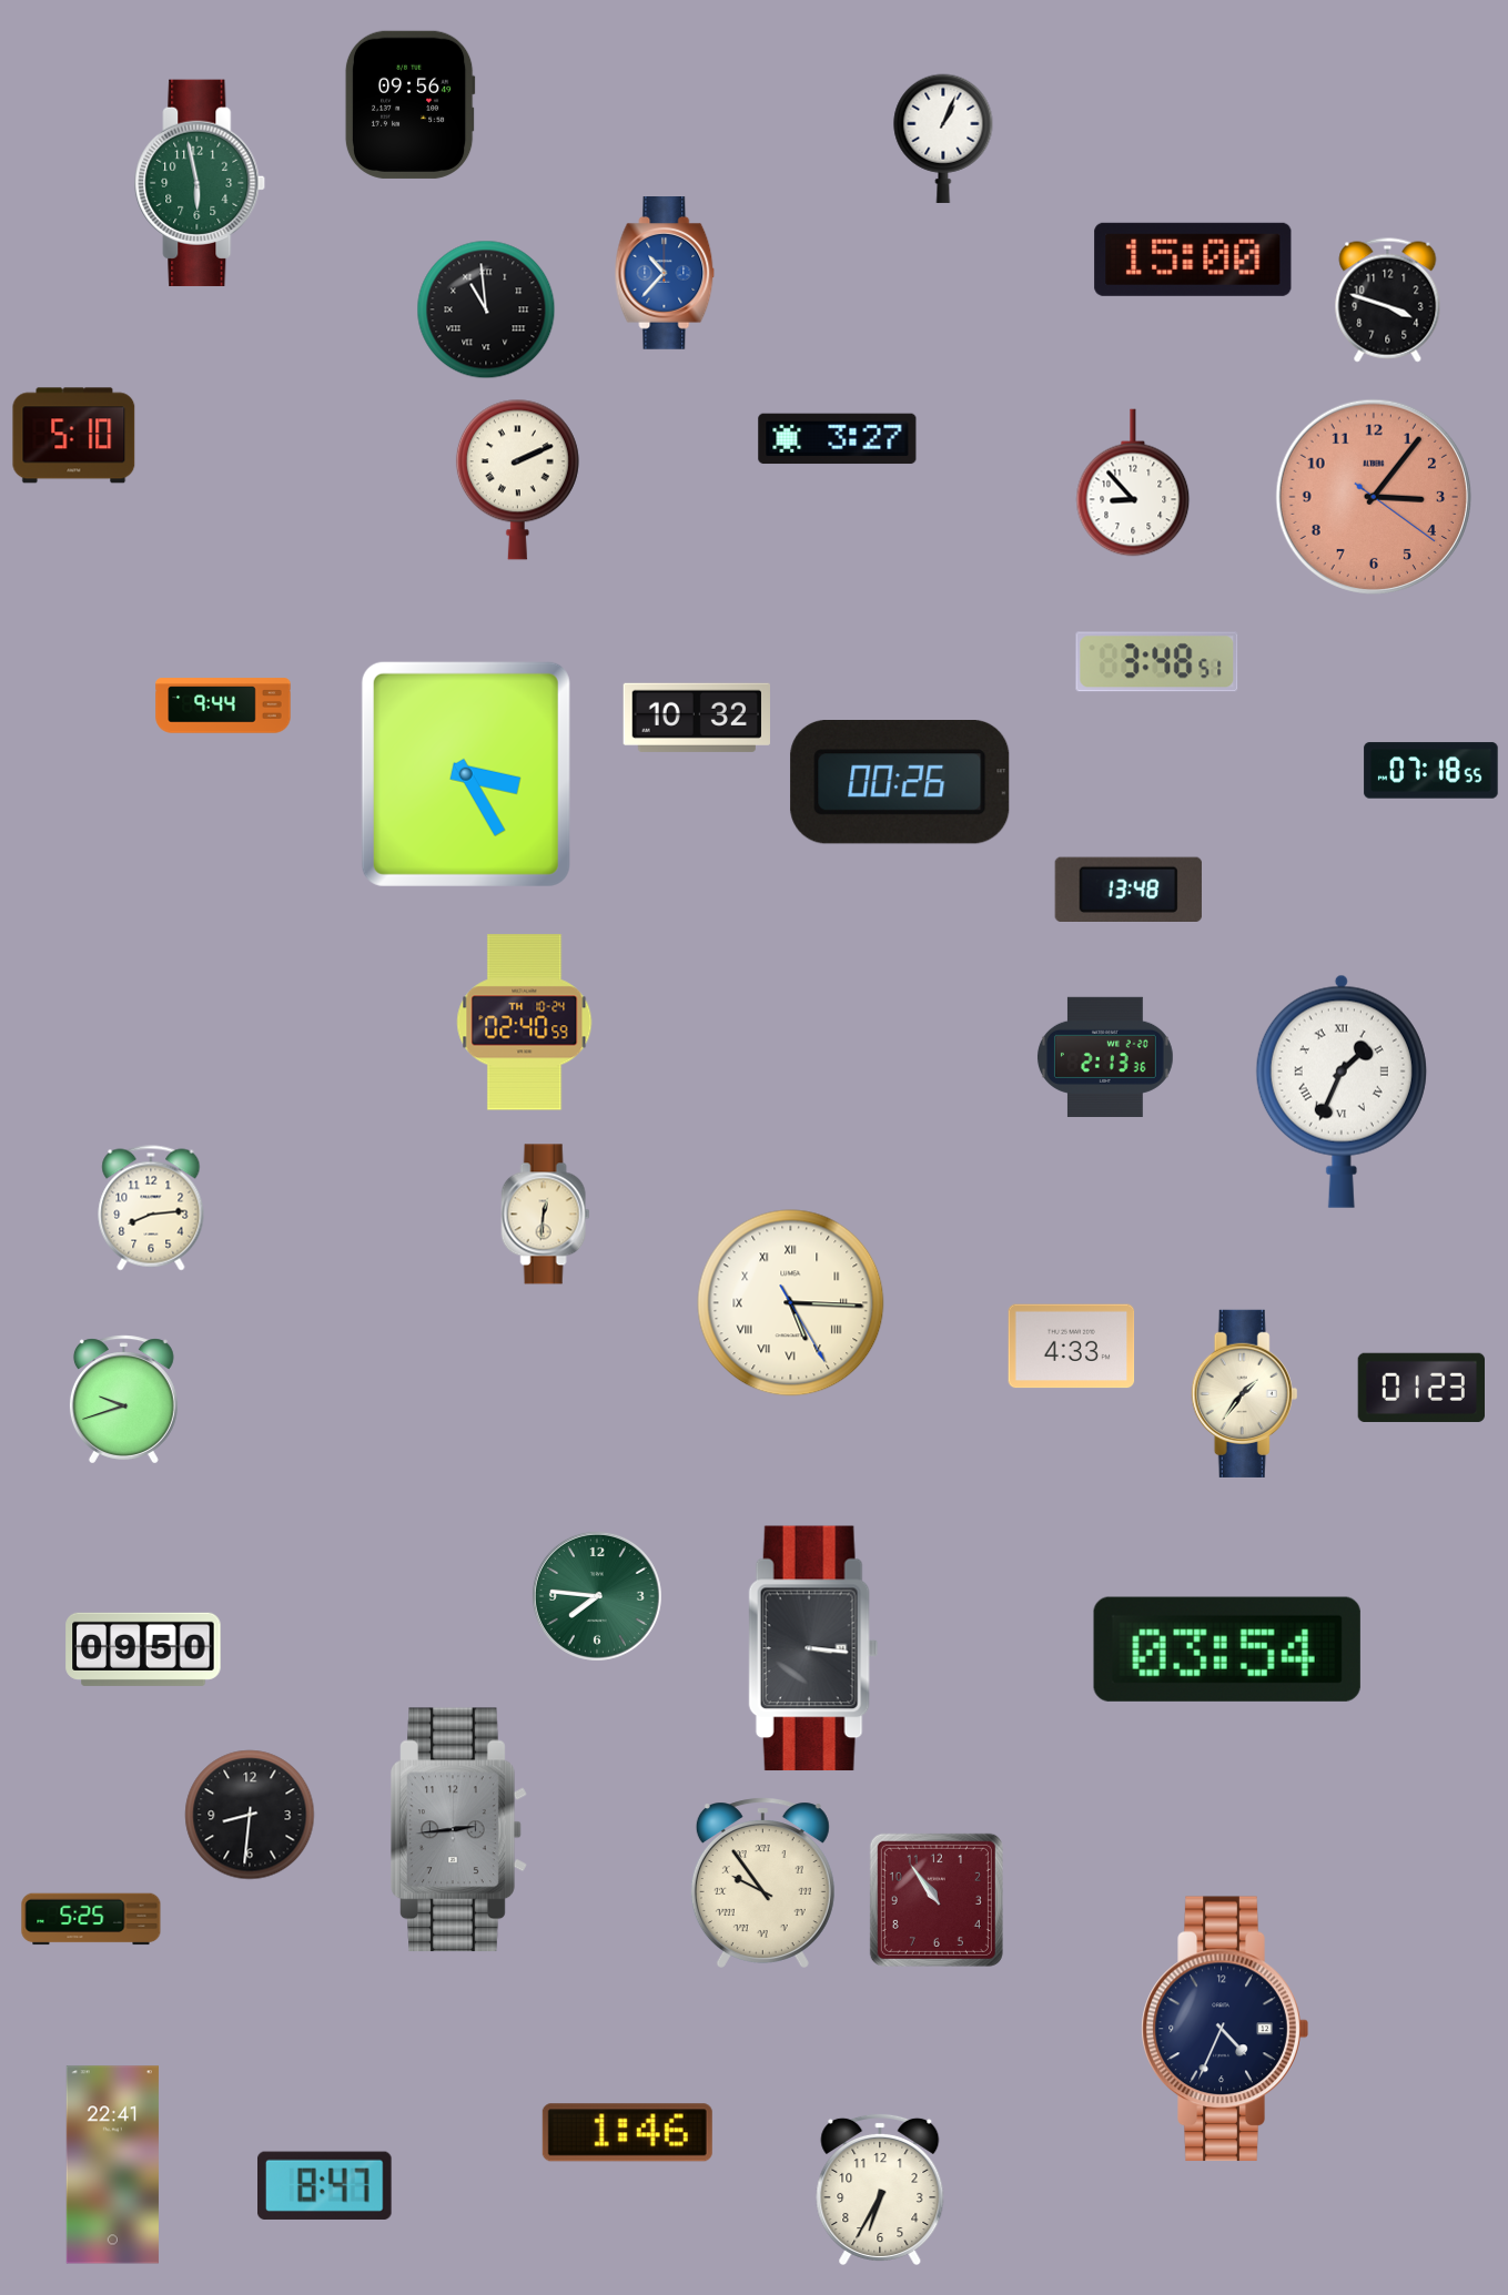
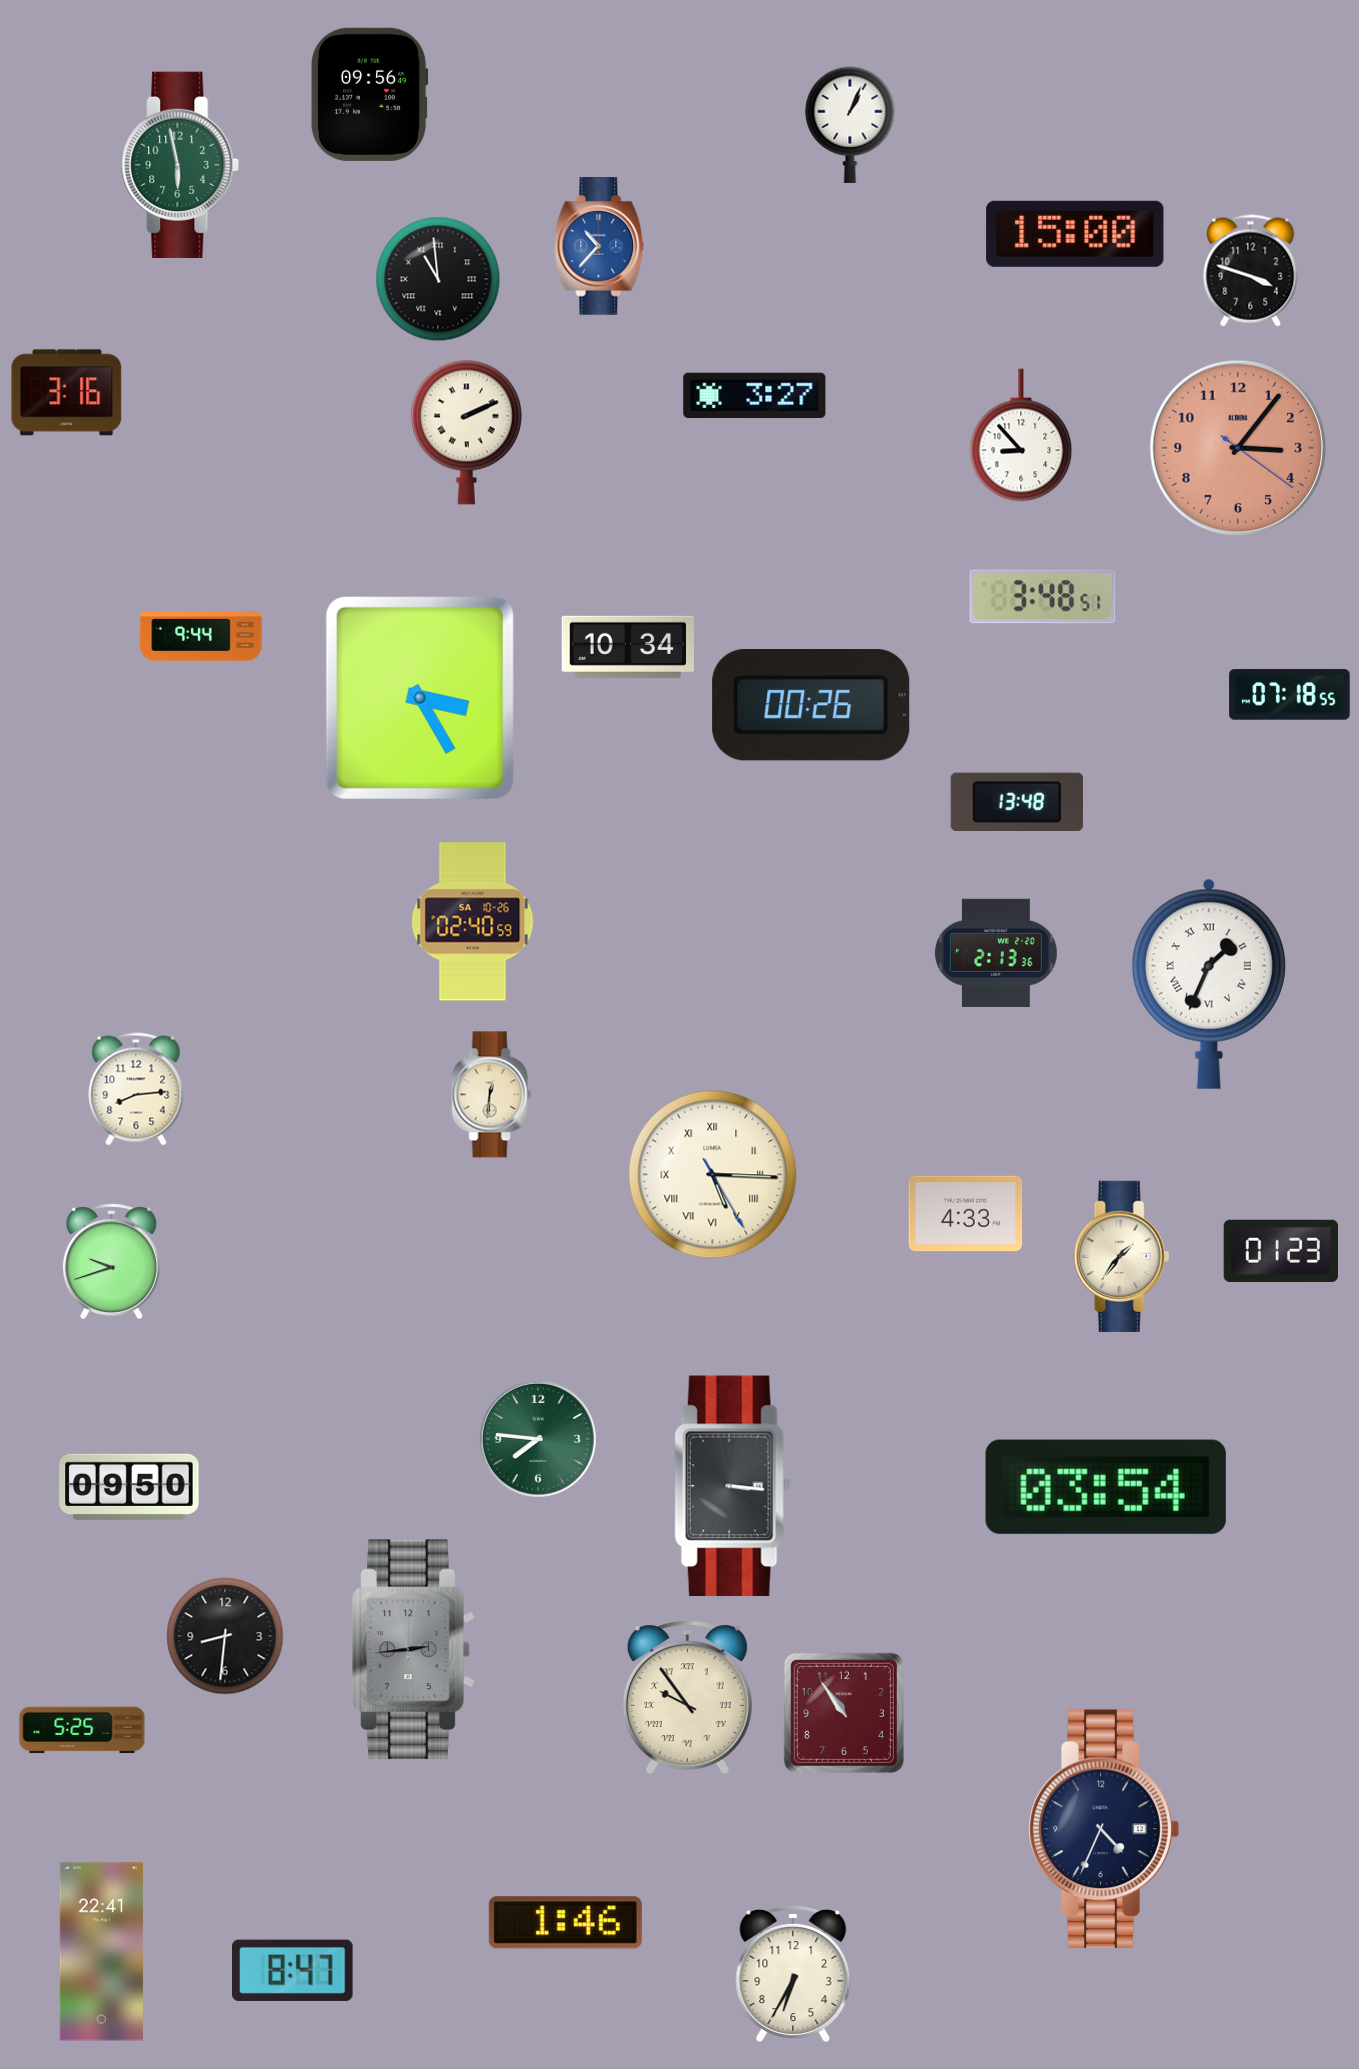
clock at (74, 436): 5:10 -> 3:16
clock at (696, 718): 10:32 -> 10:34
clock at (525, 1023) date: TH 10-24 -> SA 10-26
